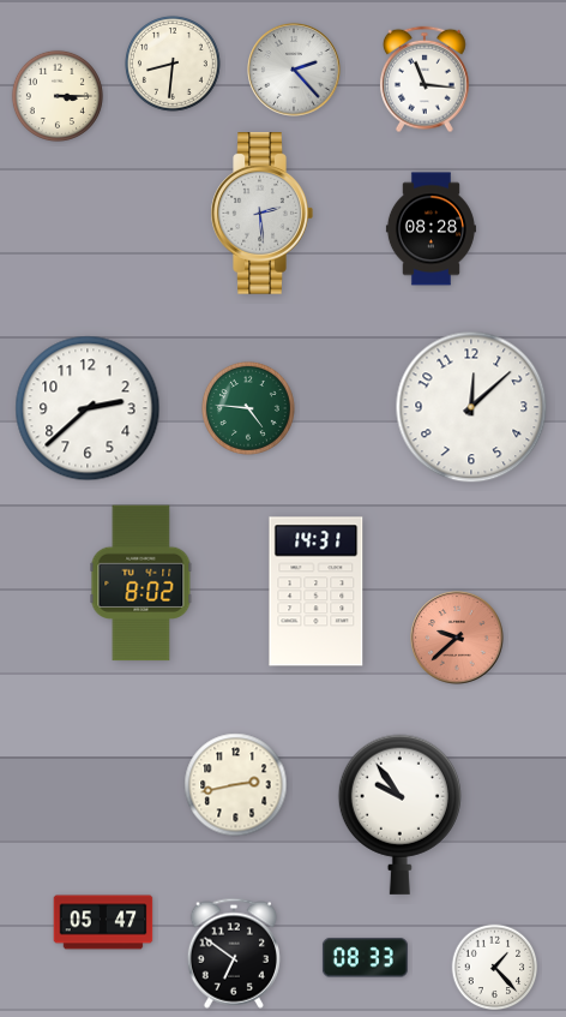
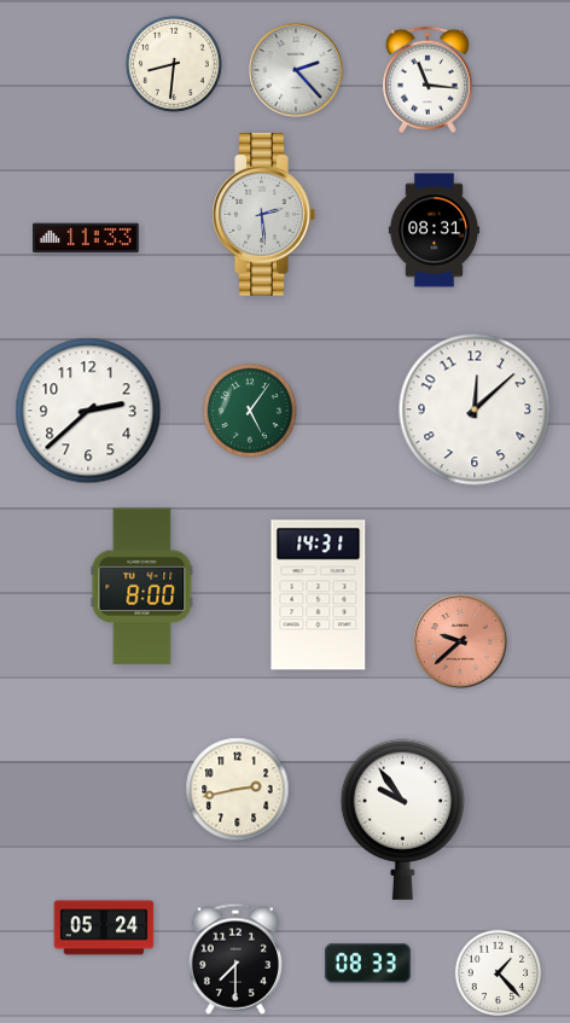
clock at (58, 96): 3:15 -> none
clock at (430, 229): 08:28 -> 08:31
clock at (86, 238): none -> 11:33
clock at (248, 408): 4:46 -> 5:06
clock at (141, 584): 8:02 -> 8:00
clock at (103, 922): 05:47 -> 05:24
clock at (234, 953): 6:51 -> 7:30
